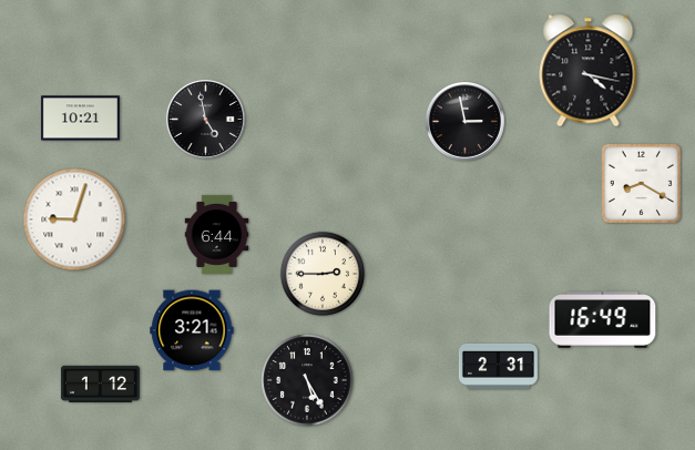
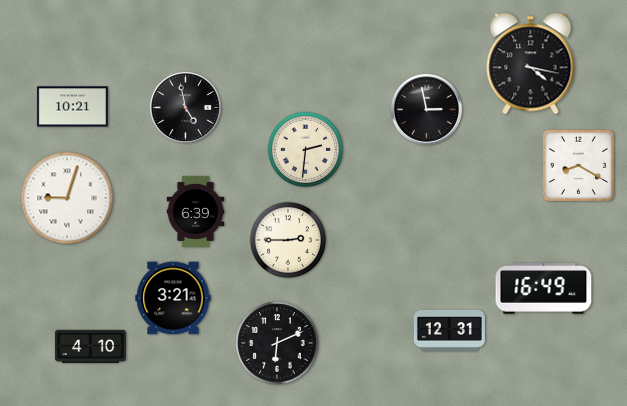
clock at (464, 121) position: (464, 121) -> (426, 109)
clock at (305, 149): none -> 2:31
clock at (217, 234): 6:44 -> 6:39
clock at (323, 274) position: (323, 274) -> (288, 240)
clock at (498, 366): 2:31 -> 12:31
clock at (307, 380): 5:25 -> 6:11
clock at (100, 383): 1:12 -> 4:10
